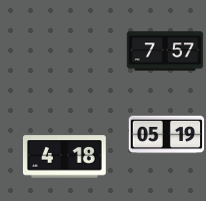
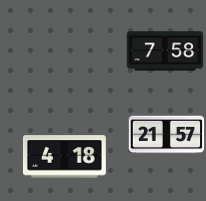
clock at (165, 51): 7:57 -> 7:58
clock at (167, 135): 05:19 -> 21:57
